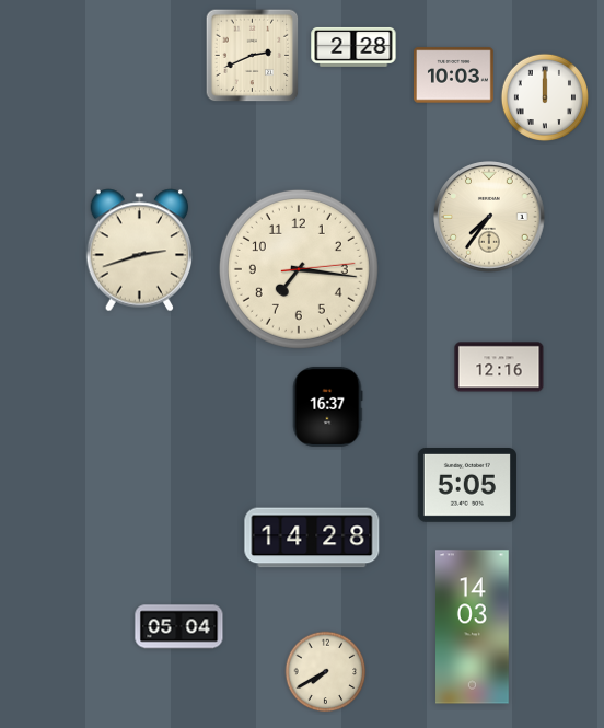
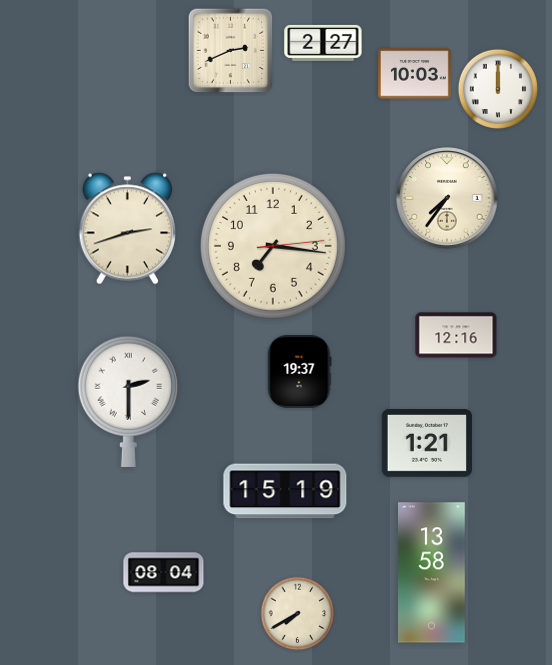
clock at (353, 47): 2:28 -> 2:27
clock at (453, 76) position: (453, 76) -> (414, 74)
clock at (327, 406): 16:37 -> 19:37
clock at (128, 401): none -> 2:30
clock at (467, 486): 5:05 -> 1:21
clock at (312, 538): 14:28 -> 15:19
clock at (179, 627): 05:04 -> 08:04
clock at (473, 627): 14:03 -> 13:58
